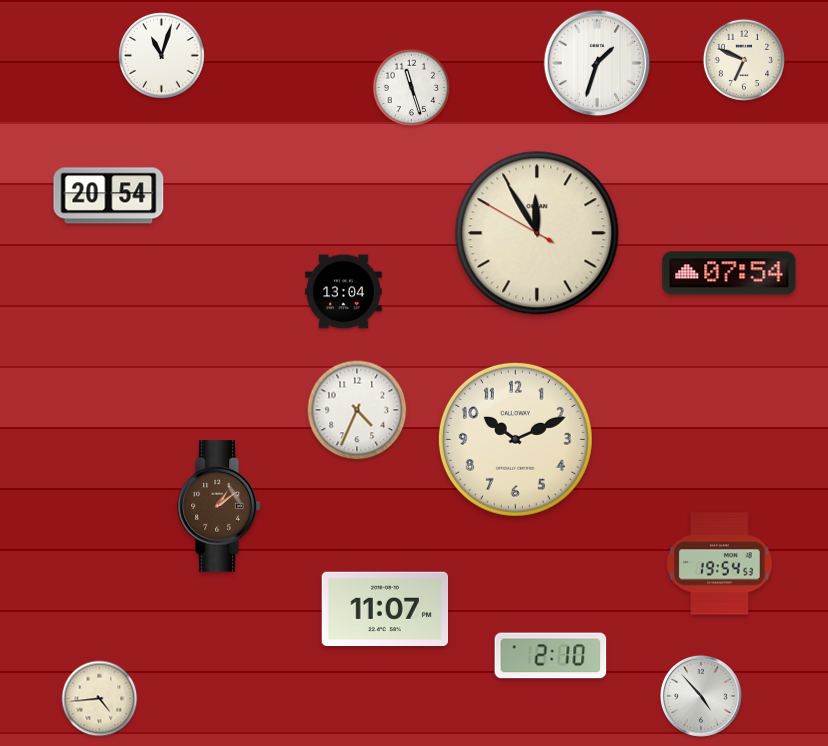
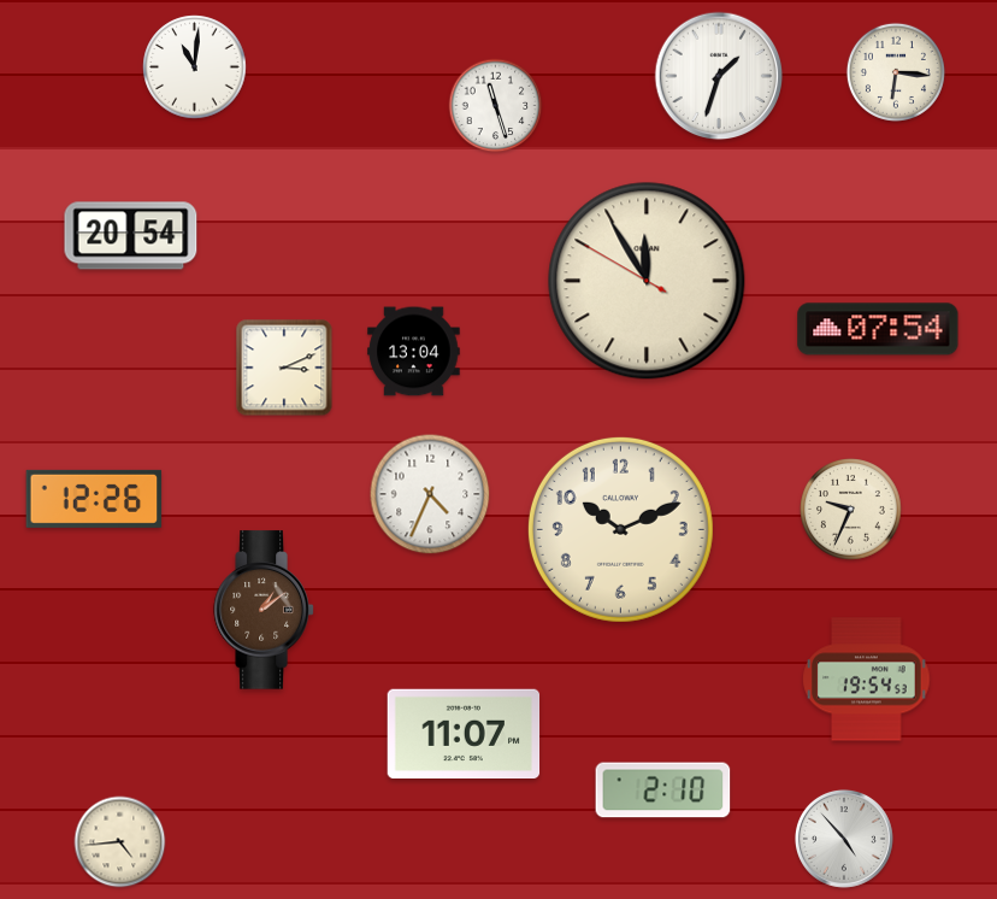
clock at (162, 56): 11:03 -> 11:01
clock at (744, 60): 6:49 -> 6:16
clock at (284, 368): none -> 3:11
clock at (94, 499): none -> 12:26
clock at (851, 510): none -> 9:34
